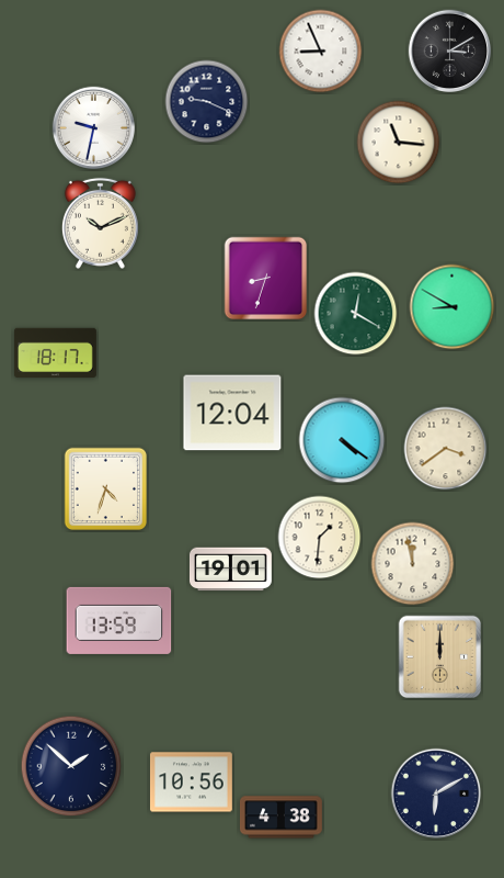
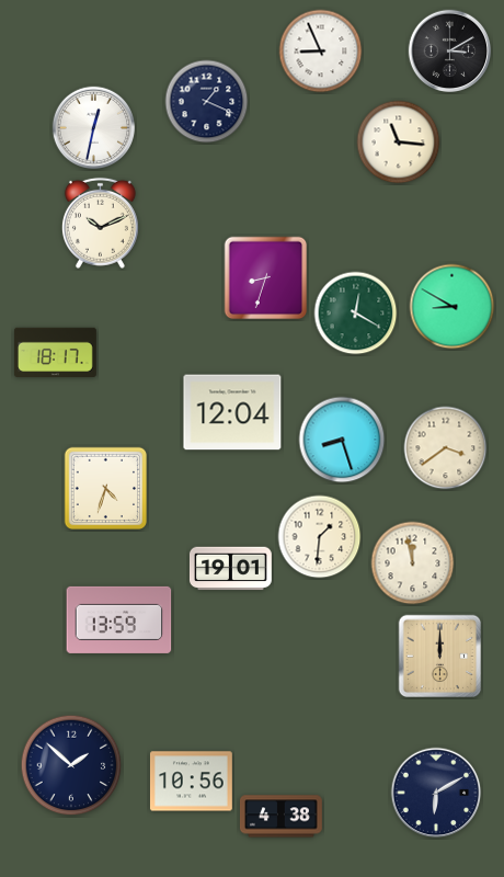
clock at (207, 102): 9:19 -> 1:19
clock at (94, 128): 9:32 -> 12:32
clock at (342, 440): 4:21 -> 8:27
